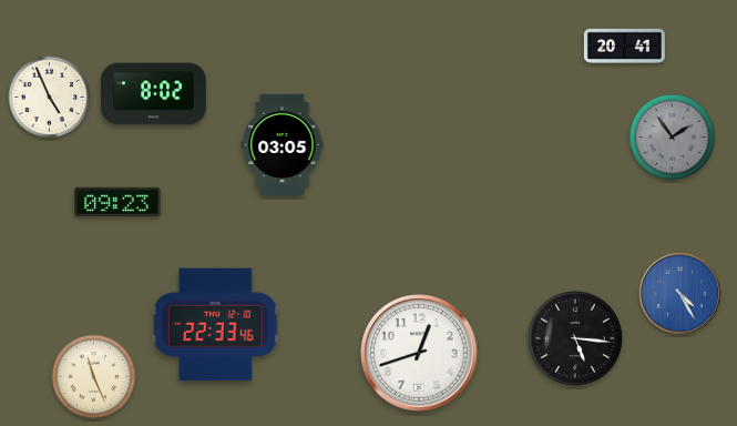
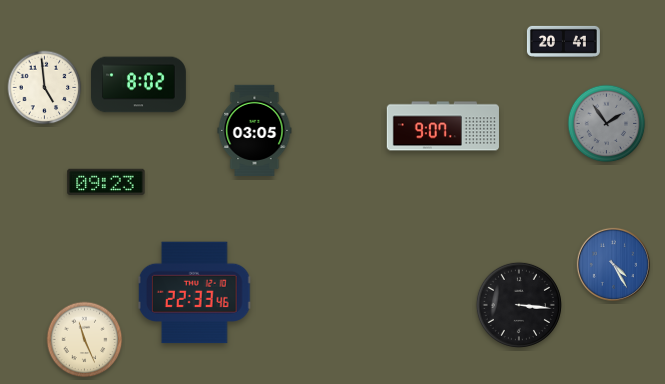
clock at (50, 98): 4:56 -> 4:59
clock at (443, 126): none -> 9:07
clock at (575, 338): 5:16 -> 3:16
clock at (420, 354): 12:42 -> none
